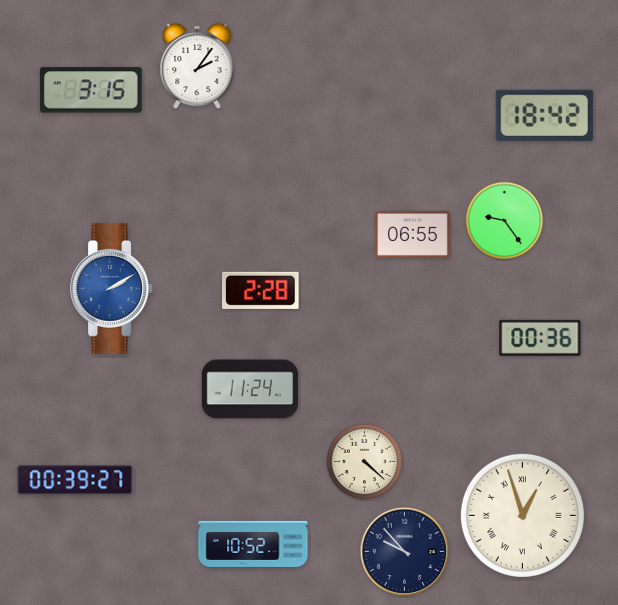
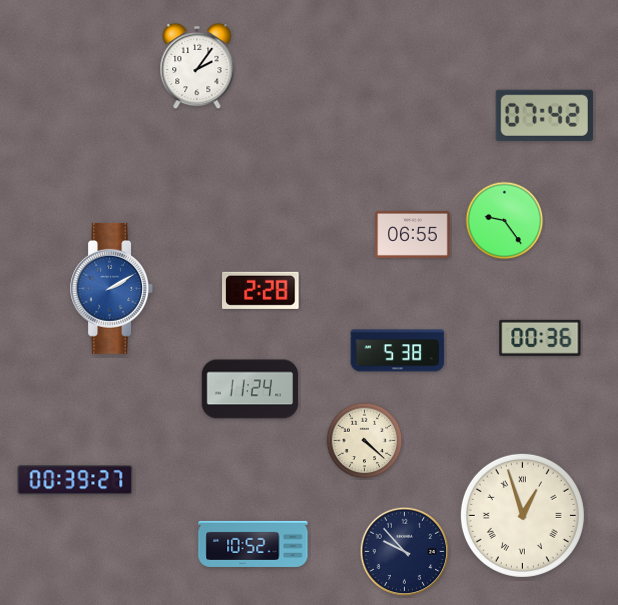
clock at (91, 90): 3:15 -> none
clock at (544, 115): 18:42 -> 07:42
clock at (398, 351): none -> 5:38
clock at (365, 462) position: (365, 462) -> (365, 441)
